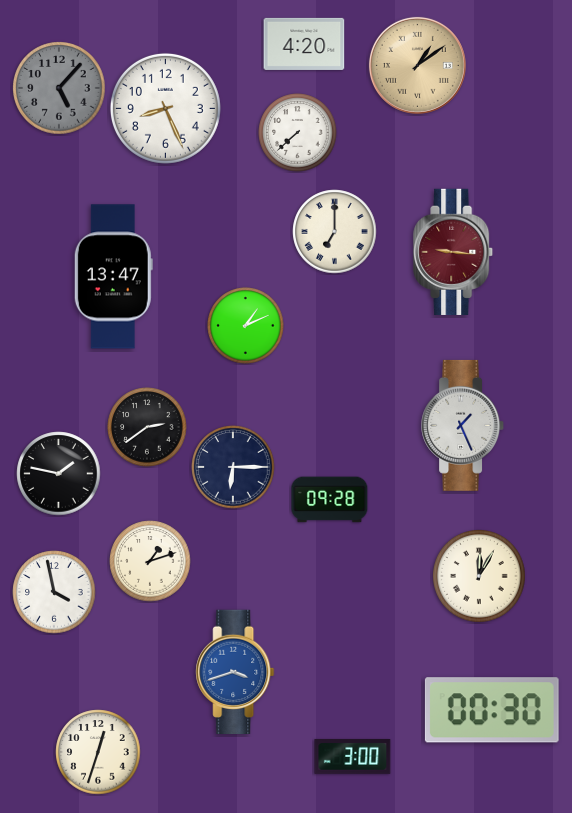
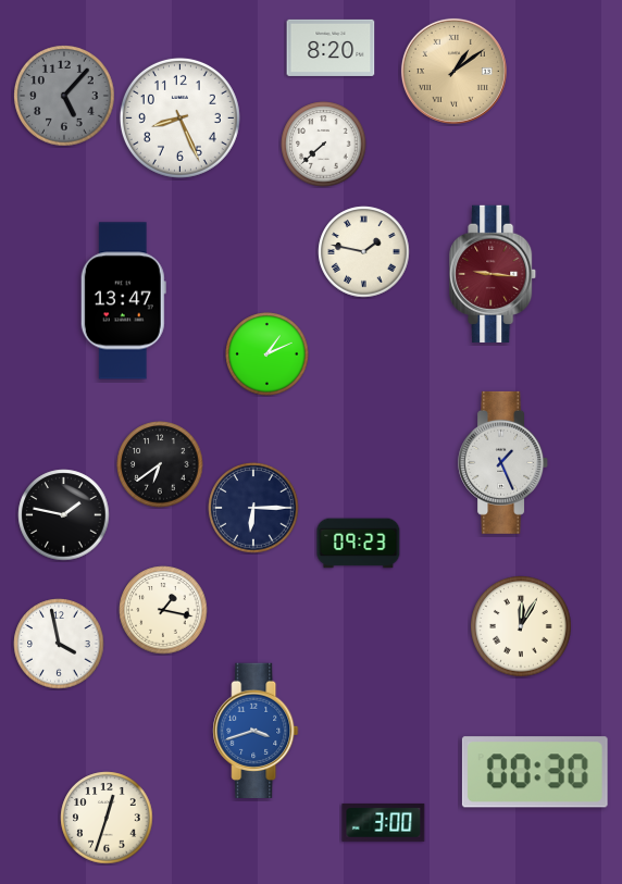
clock at (304, 44): 4:20 -> 8:20
clock at (335, 232): 7:00 -> 1:47
clock at (147, 427): 2:39 -> 6:39
clock at (330, 500): 09:28 -> 09:23
clock at (150, 561): 1:12 -> 1:17
